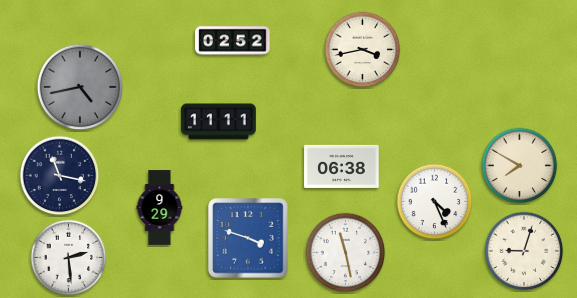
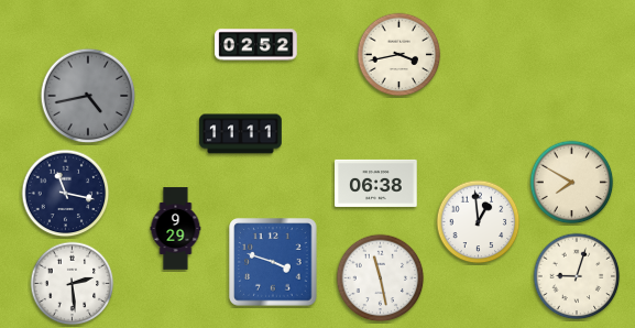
clock at (435, 202): 4:26 -> 12:59
clock at (69, 258) position: (69, 258) -> (73, 284)
